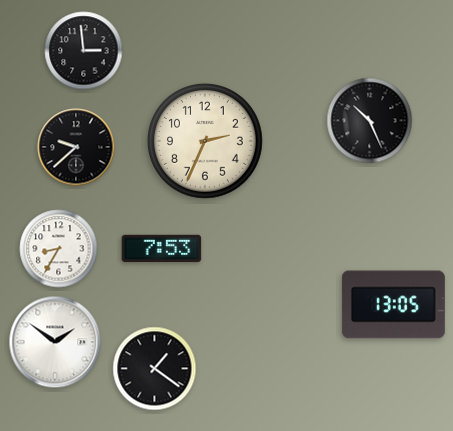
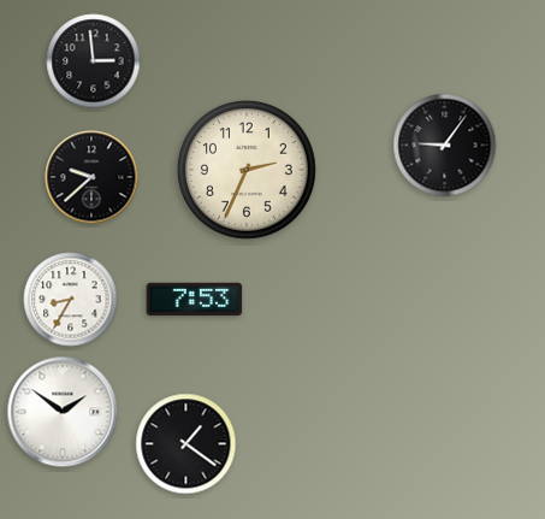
clock at (84, 51) position: (84, 51) -> (94, 61)
clock at (370, 121): 10:26 -> 9:06
clock at (393, 305): 13:05 -> none
clock at (55, 342) position: (55, 342) -> (63, 412)
